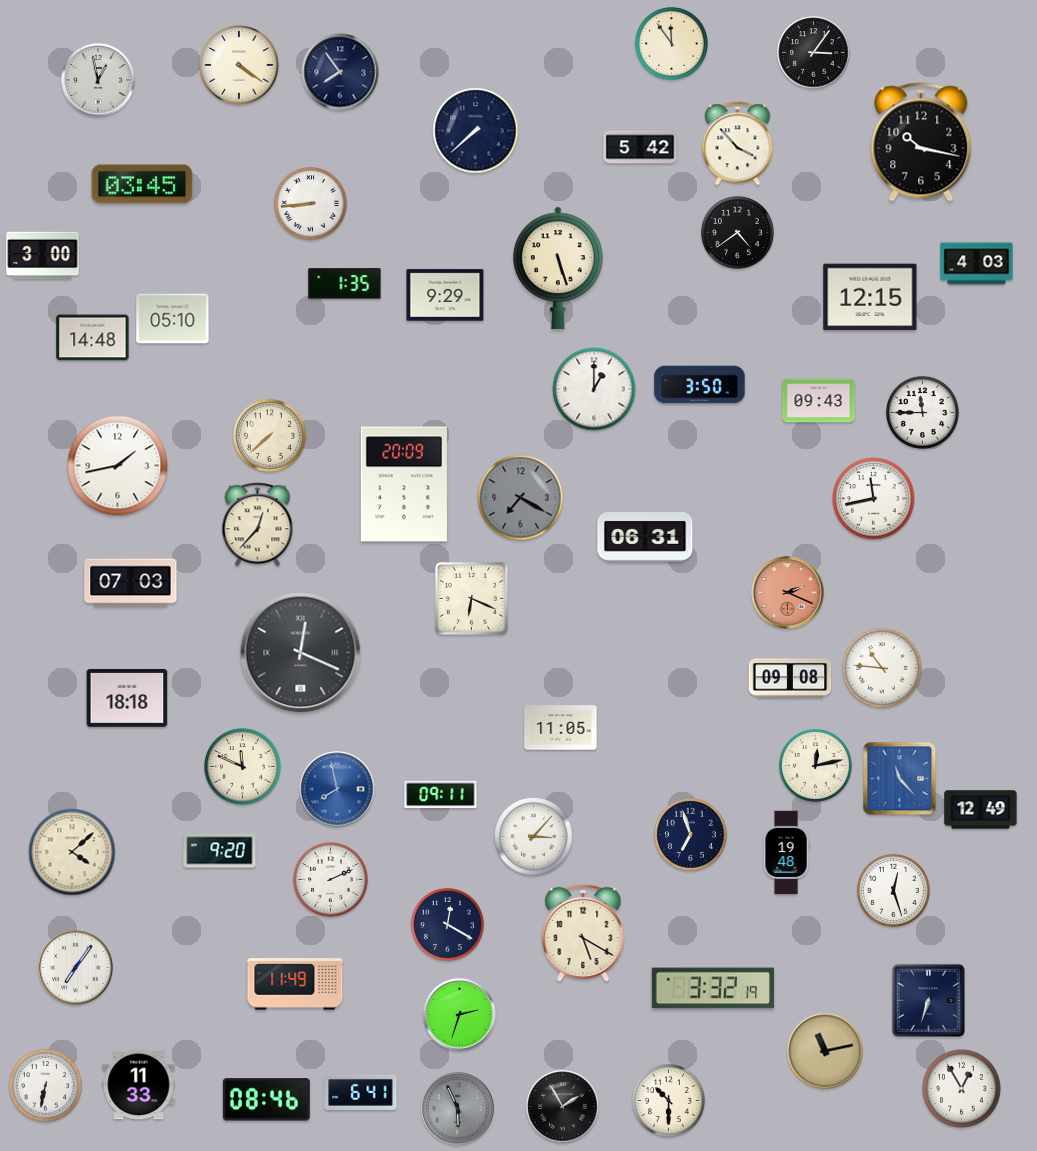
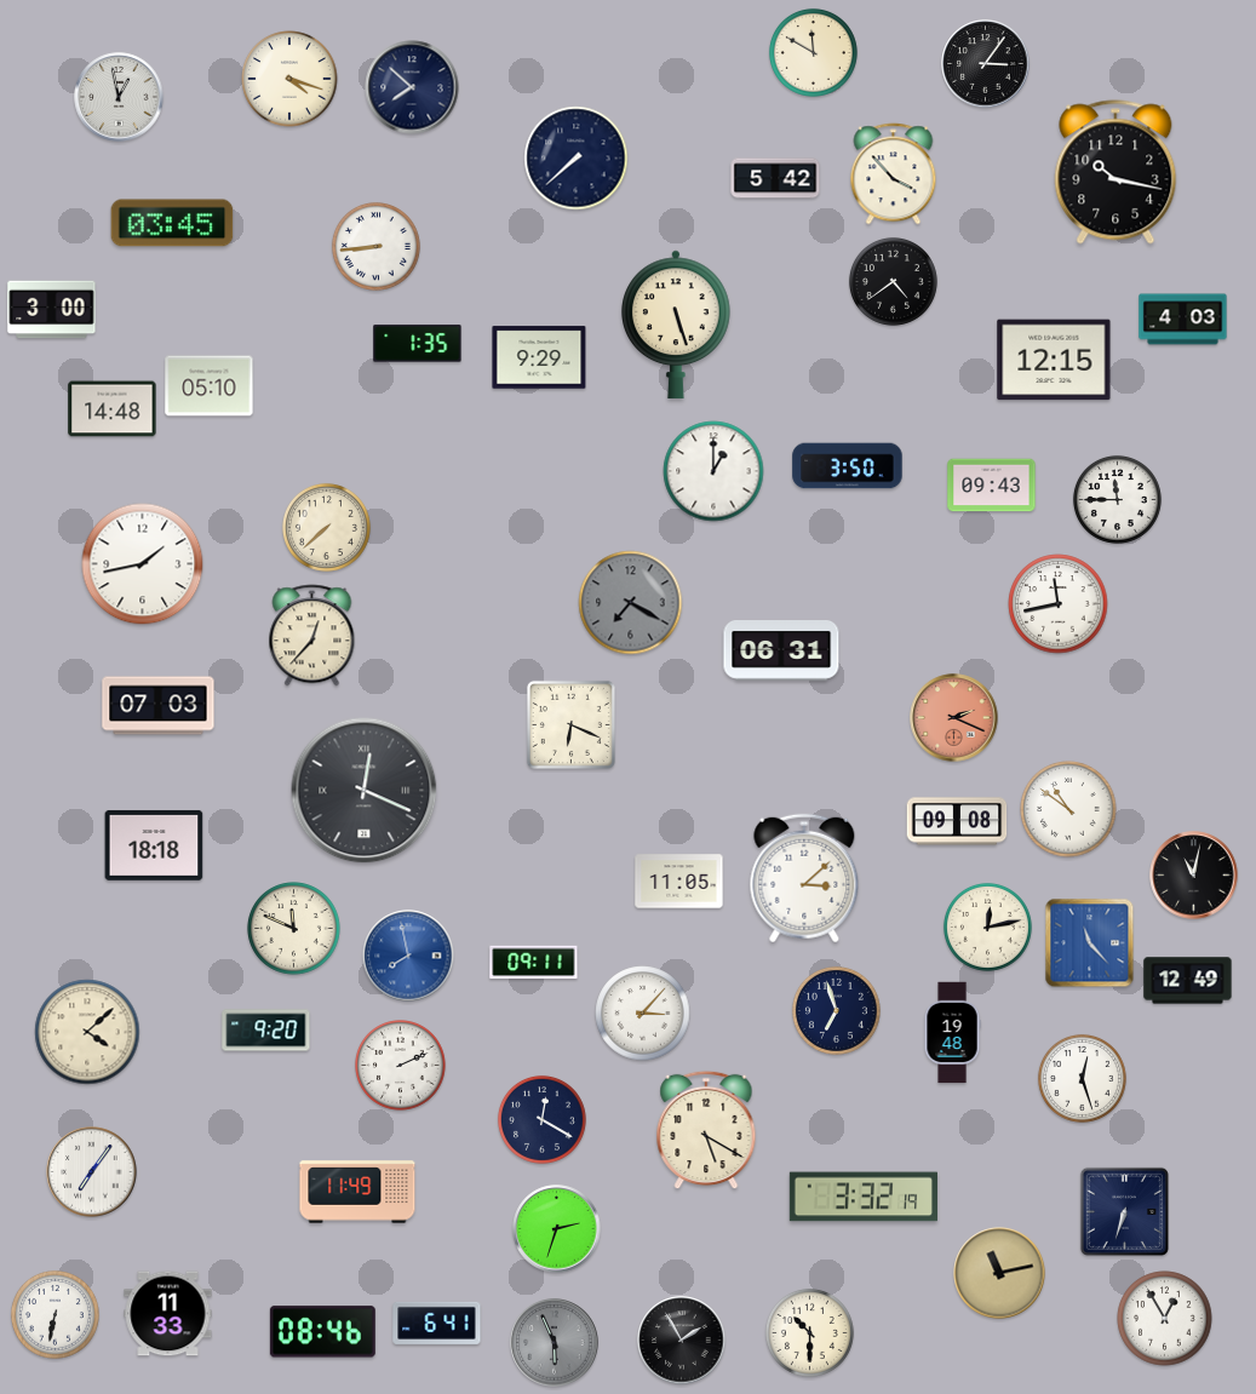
clock at (671, 43): 11:54 -> 11:50
clock at (239, 65): 4:21 -> 4:18
clock at (340, 72): 7:54 -> 7:52
clock at (594, 389) position: (594, 389) -> (713, 471)
clock at (404, 484): 20:09 -> none
clock at (882, 668): 10:46 -> 10:51
clock at (1194, 876): none -> 11:02
clock at (804, 878): none -> 3:08
clock at (534, 837) position: (534, 837) -> (643, 1014)
